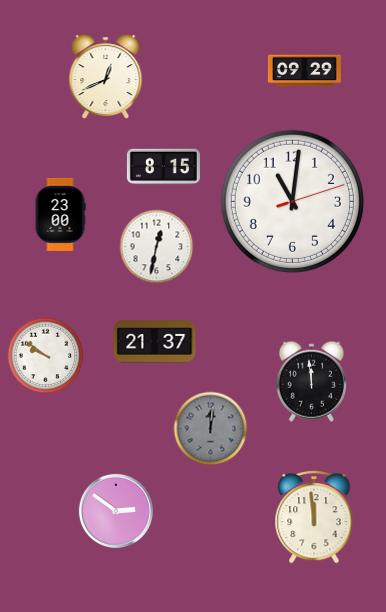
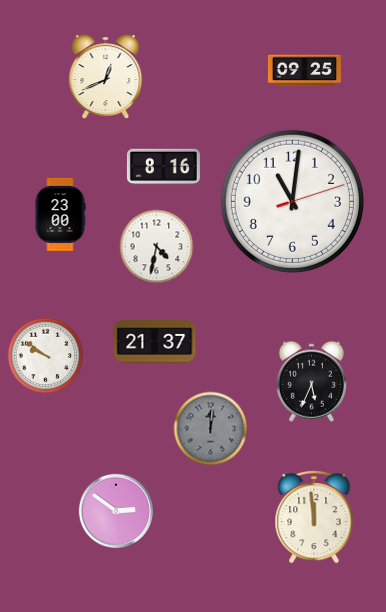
clock at (304, 71): 09:29 -> 09:25
clock at (163, 167): 8:15 -> 8:16
clock at (157, 247): 12:32 -> 4:32
clock at (311, 381): 11:59 -> 5:34
